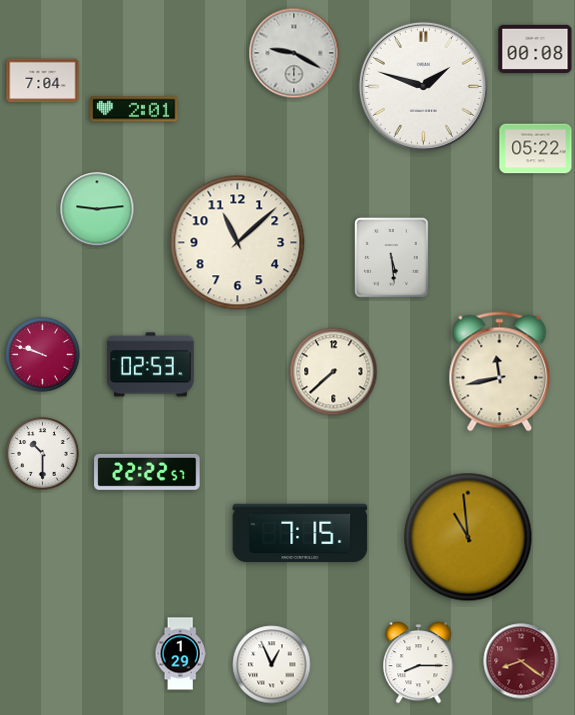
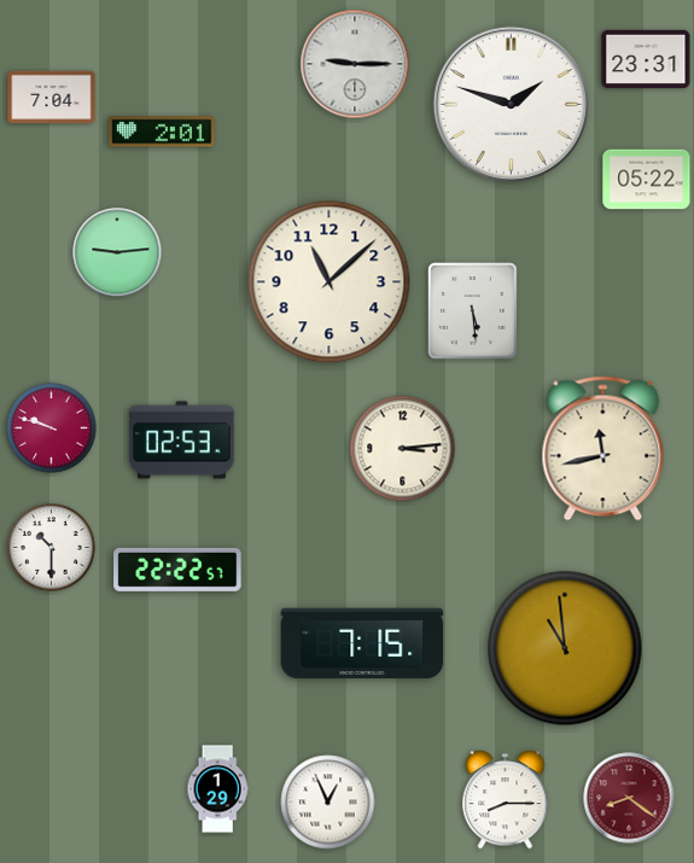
clock at (535, 49): 00:08 -> 23:31
clock at (294, 53): 9:20 -> 9:15
clock at (238, 243) position: (238, 243) -> (329, 282)
clock at (334, 372): 7:38 -> 3:14
